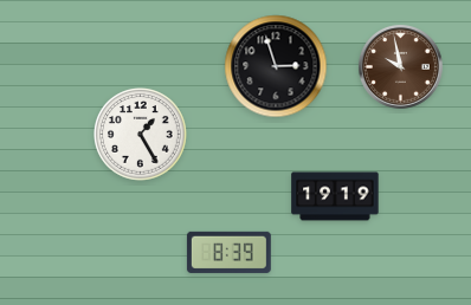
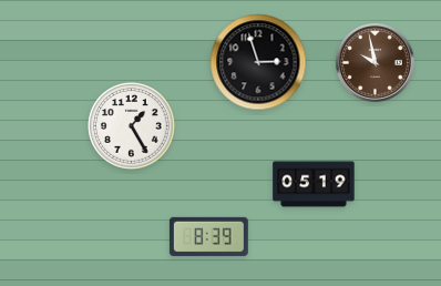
clock at (335, 196): 19:19 -> 05:19
clock at (228, 252) position: (228, 252) -> (208, 236)
